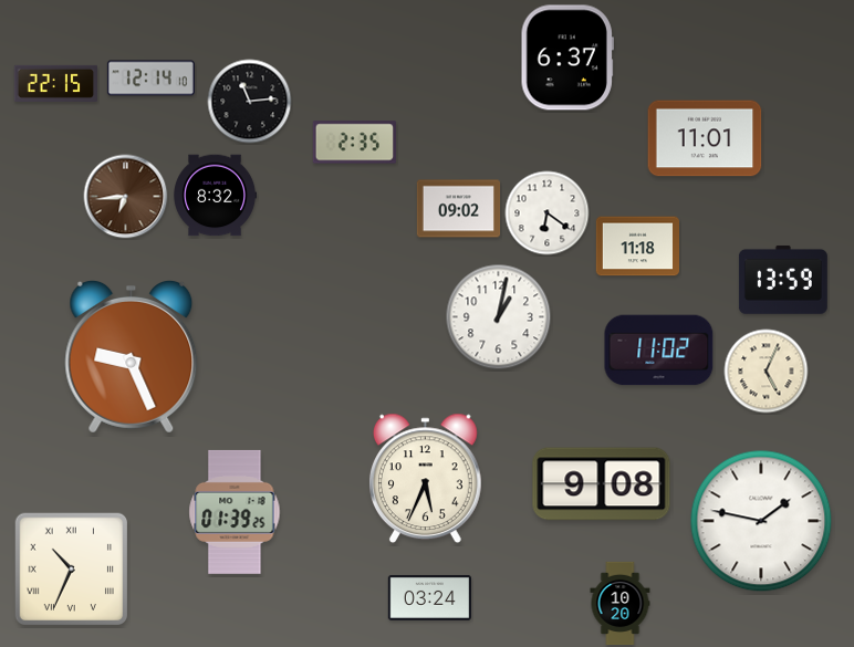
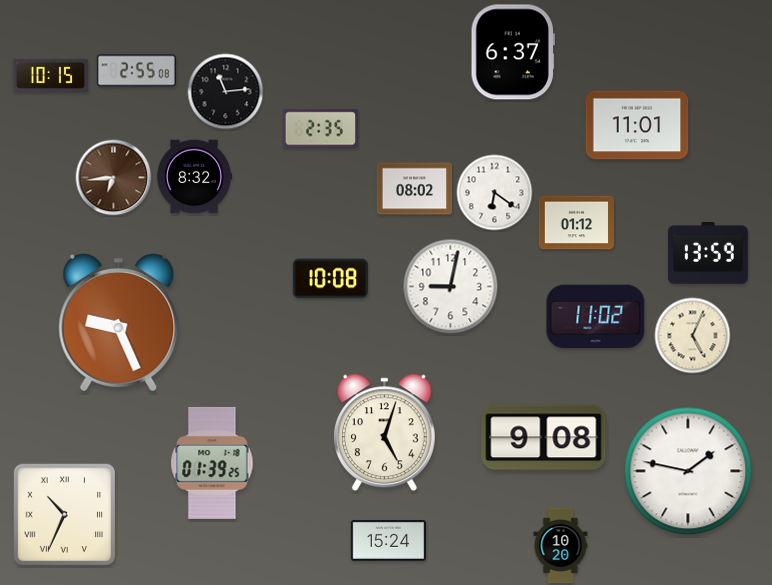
clock at (150, 79): 12:14 -> 2:55
clock at (55, 83): 22:15 -> 10:15
clock at (459, 209): 09:02 -> 08:02
clock at (638, 247): 11:18 -> 01:12
clock at (330, 279): none -> 10:08
clock at (499, 317): 1:02 -> 9:02
clock at (425, 479): 5:34 -> 5:03
clock at (430, 598): 03:24 -> 15:24
